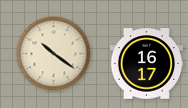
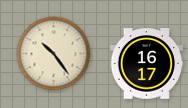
clock at (54, 54): 10:21 -> 10:24
